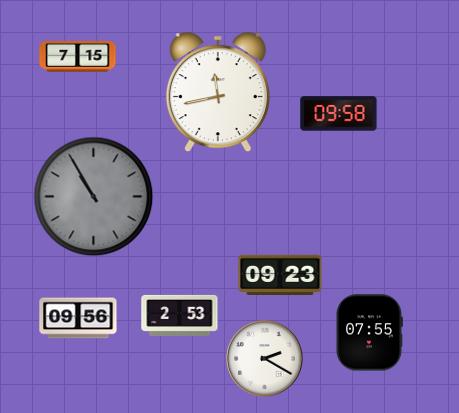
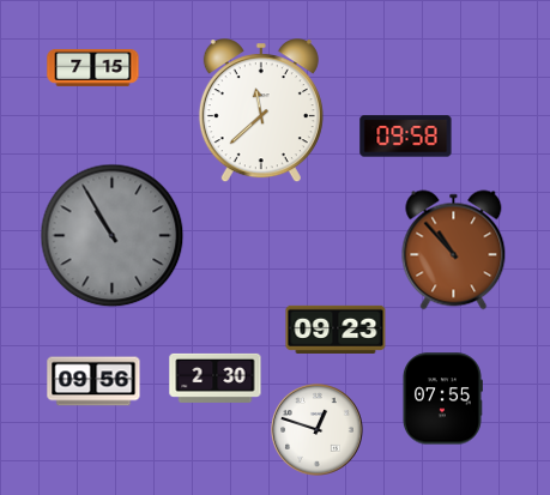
clock at (218, 93): 11:43 -> 11:38
clock at (454, 250): none -> 10:53
clock at (180, 315): 2:53 -> 2:30
clock at (265, 359): 2:20 -> 12:48
